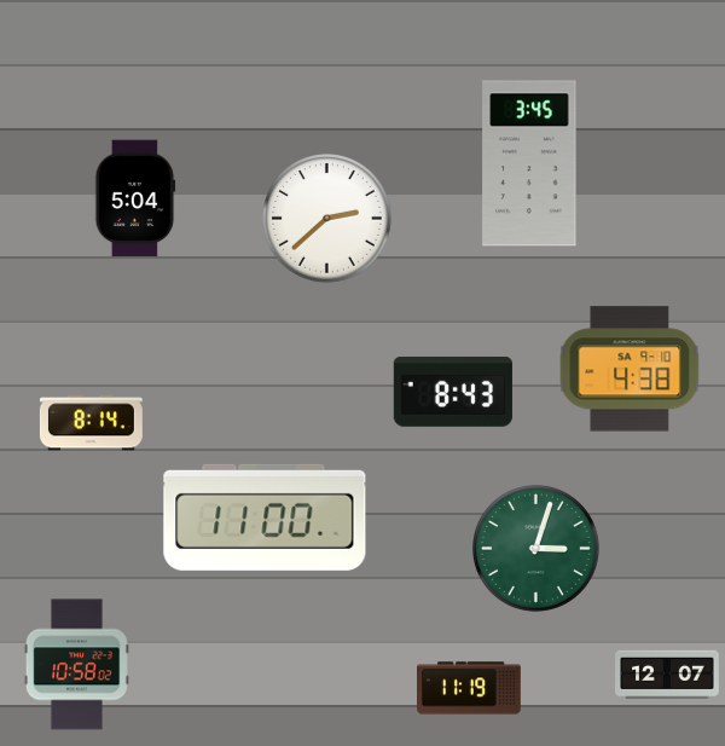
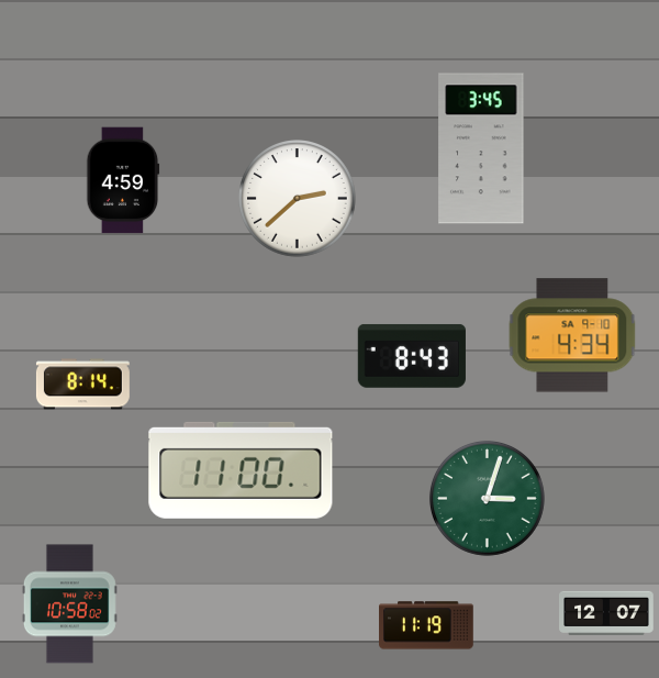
clock at (135, 198): 5:04 -> 4:59
clock at (630, 369): 4:38 -> 4:34
